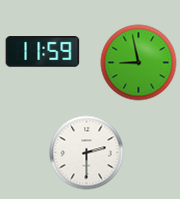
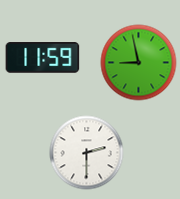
clock at (43, 52) position: (43, 52) -> (43, 58)
